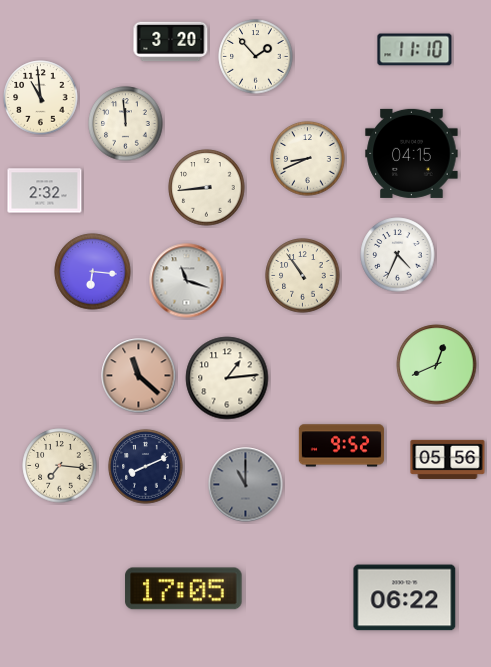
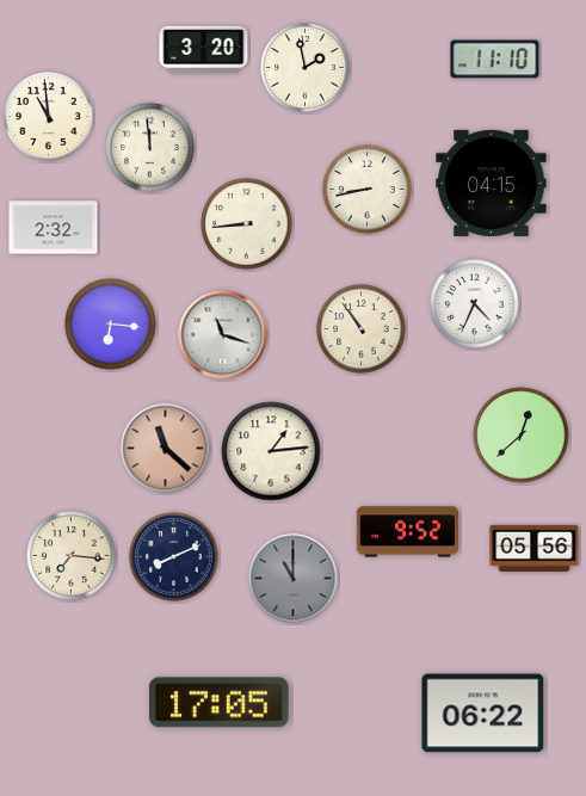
clock at (256, 57): 1:53 -> 1:58
clock at (308, 159): 8:41 -> 8:43
clock at (437, 365): 12:41 -> 12:38
